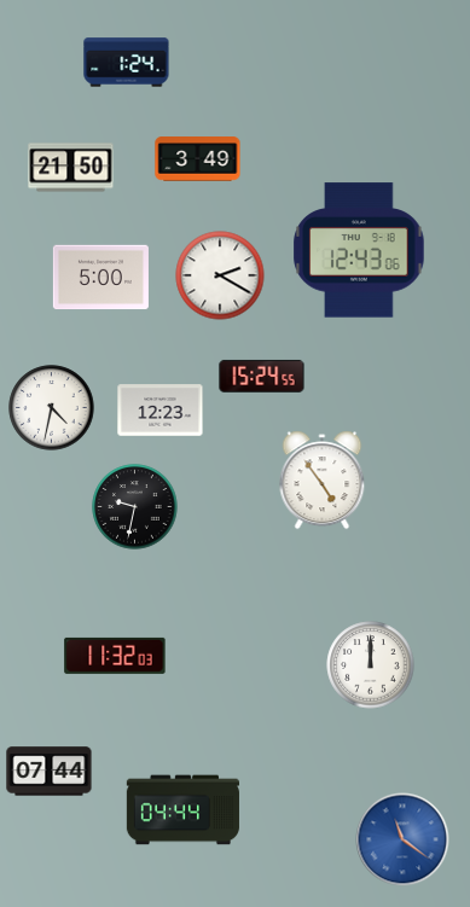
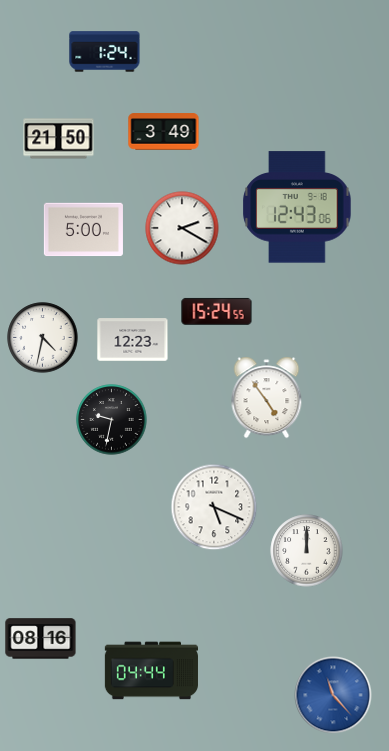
clock at (214, 507): none -> 5:19
clock at (115, 656): 11:32 -> none
clock at (50, 772): 07:44 -> 08:16
clock at (402, 839): 11:21 -> 11:23
